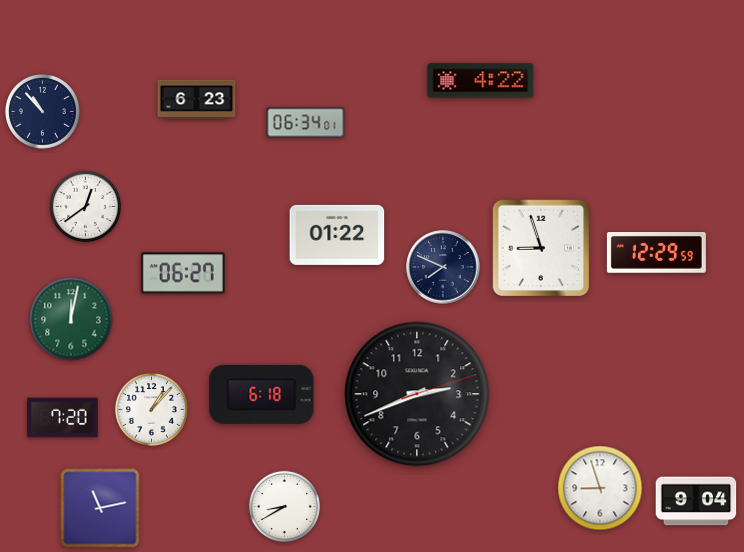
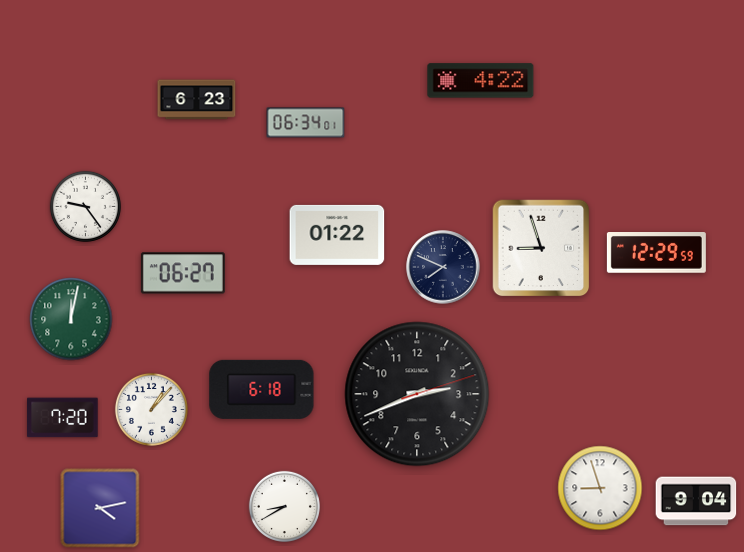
clock at (43, 112): 10:53 -> none
clock at (85, 206): 12:39 -> 9:24
clock at (262, 394) position: (262, 394) -> (262, 389)
clock at (100, 508): 11:13 -> 4:13
